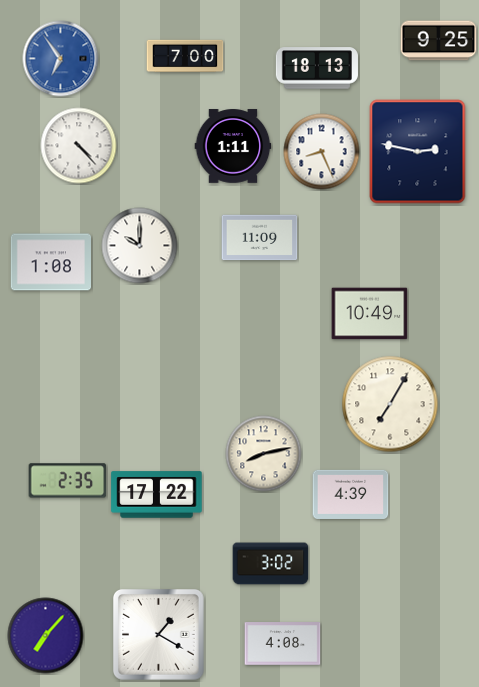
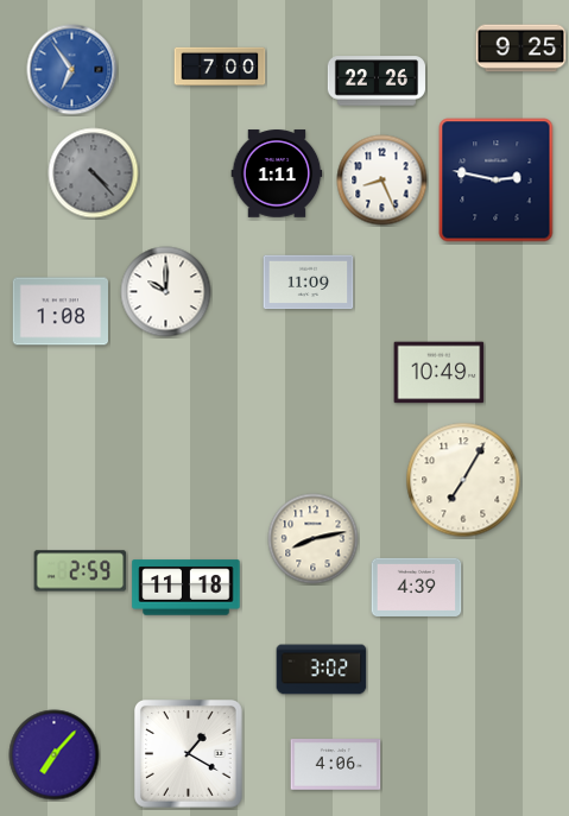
clock at (317, 68): 18:13 -> 22:26
clock at (79, 146) dial: white -> grey
clock at (68, 481): 2:35 -> 2:59
clock at (157, 495): 17:22 -> 11:18
clock at (283, 644): 4:08 -> 4:06
